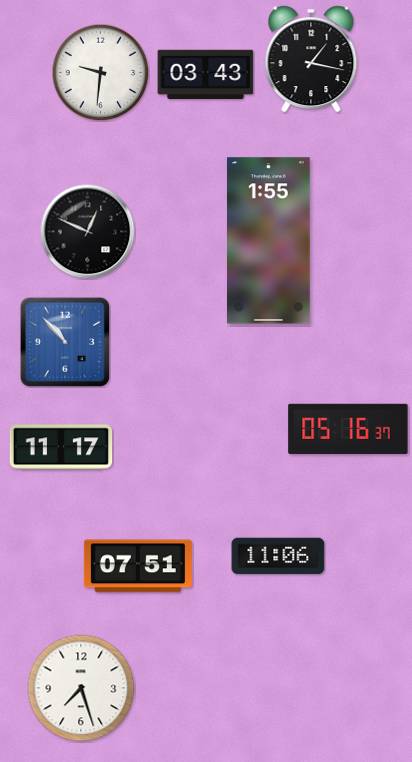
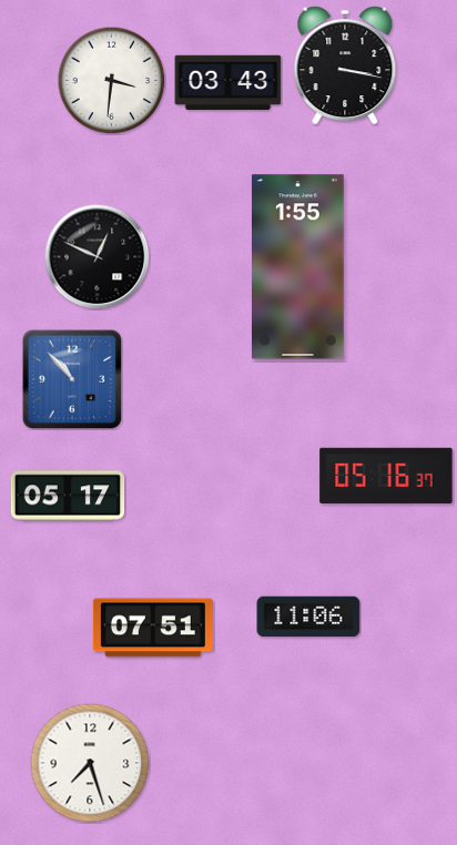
clock at (311, 59): 1:17 -> 3:17
clock at (100, 72): 9:31 -> 3:31
clock at (61, 447): 11:17 -> 05:17
